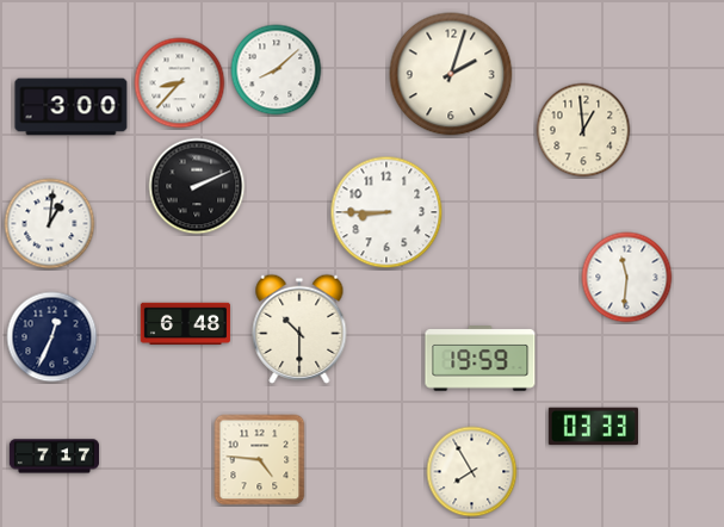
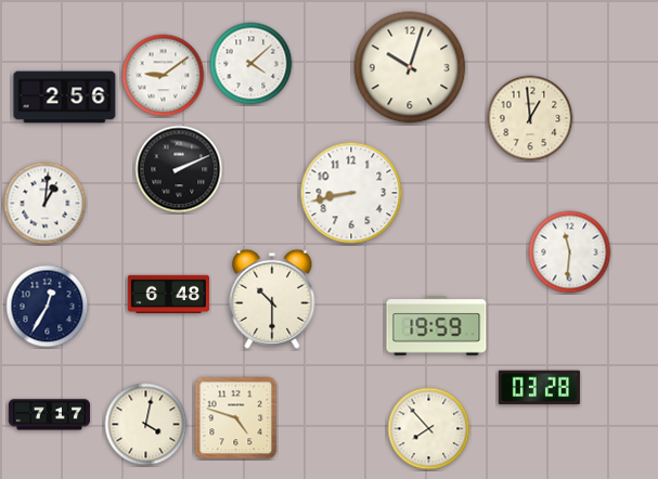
clock at (277, 70): 8:08 -> 4:08
clock at (451, 74): 2:03 -> 10:03
clock at (180, 83): 8:37 -> 9:09
clock at (72, 107): 3:00 -> 2:56
clock at (386, 212): 8:45 -> 8:43
clock at (52, 337): 12:34 -> 12:35
clock at (593, 427): 03:33 -> 03:28
clock at (260, 460): 4:46 -> 4:48
clock at (146, 425): none -> 4:02
clock at (472, 472): 7:55 -> 7:53
